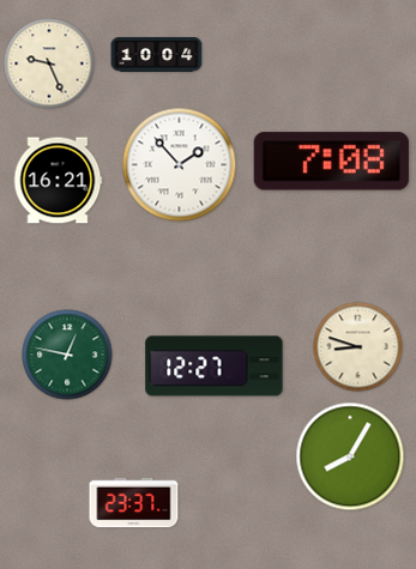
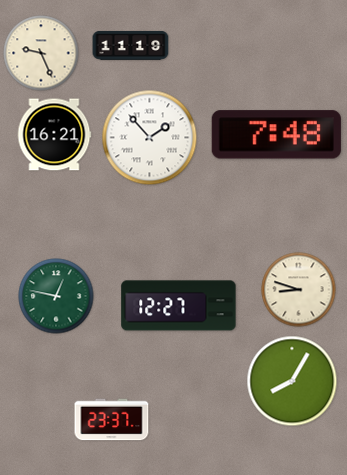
clock at (157, 54): 10:04 -> 11:19
clock at (331, 162): 7:08 -> 7:48
clock at (58, 181) position: (58, 181) -> (54, 135)
